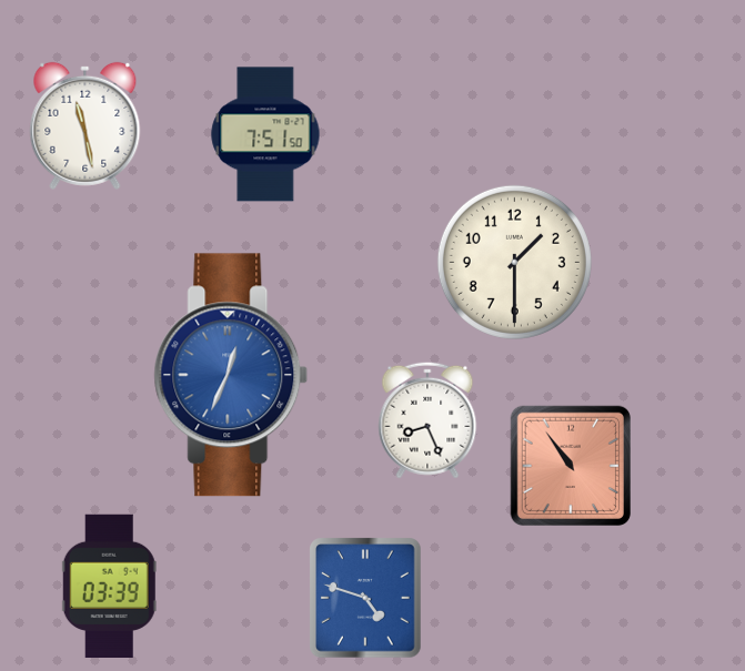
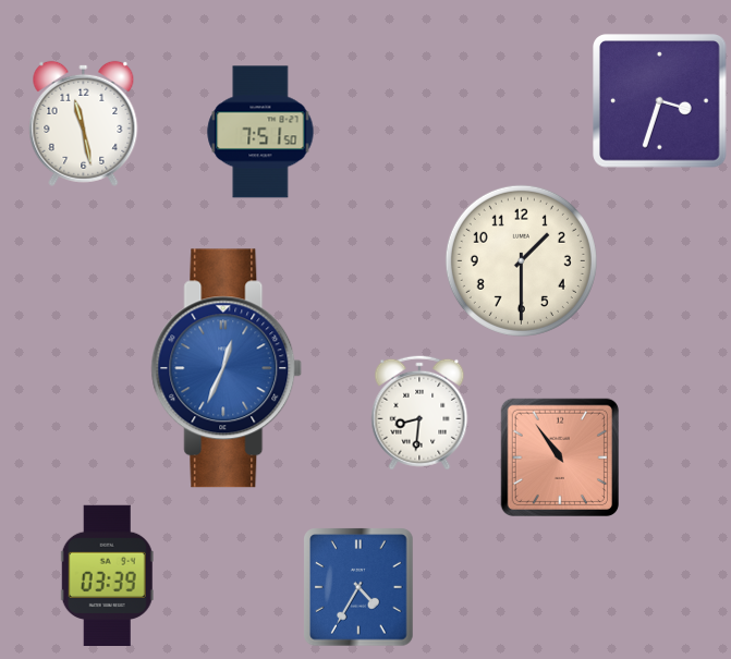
clock at (660, 101): none -> 3:33
clock at (514, 262) position: (514, 262) -> (521, 260)
clock at (427, 420): 8:26 -> 8:31
clock at (365, 598): 4:48 -> 4:35
